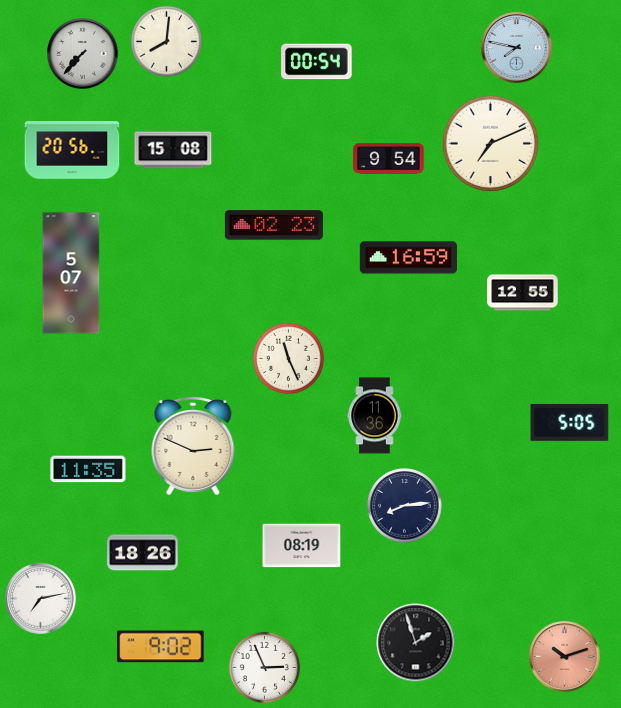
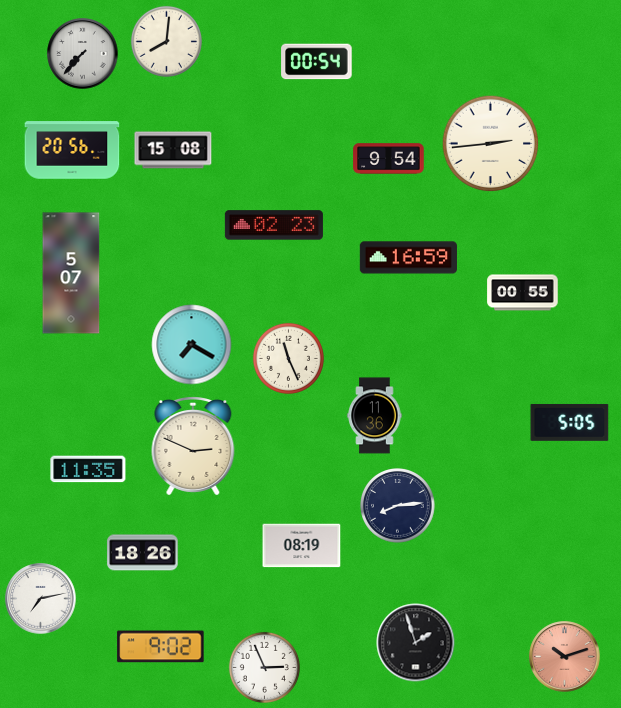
clock at (517, 48): 7:47 -> none
clock at (491, 144): 7:11 -> 2:44
clock at (523, 293): 12:55 -> 00:55
clock at (192, 345): none -> 7:20
clock at (405, 506) position: (405, 506) -> (398, 506)
